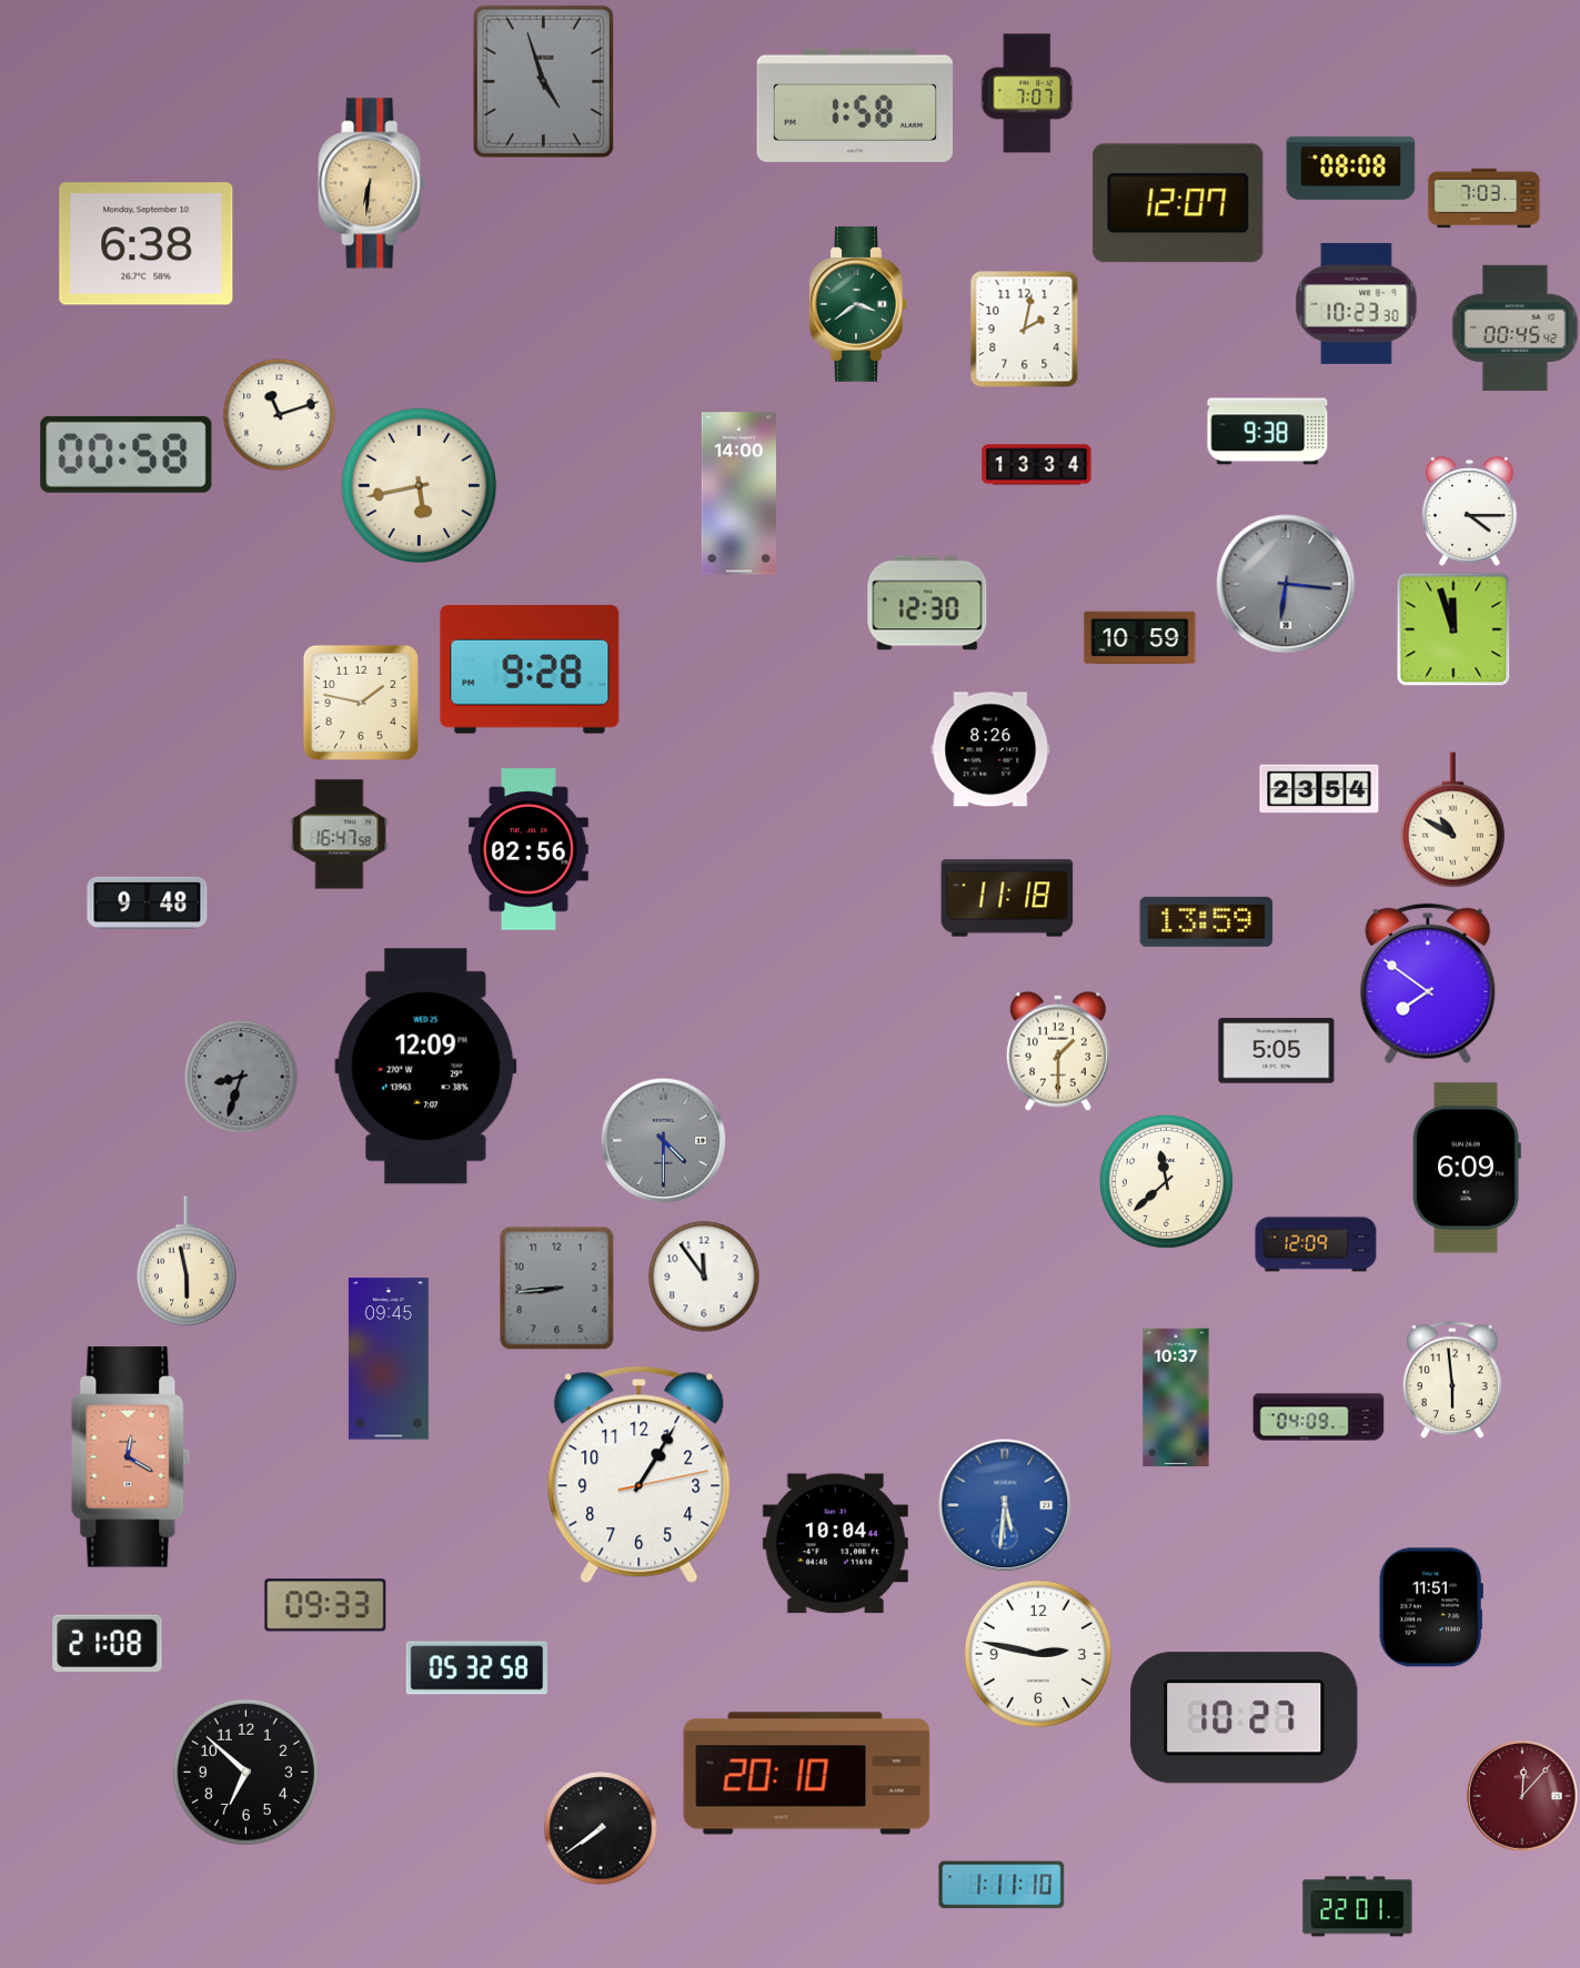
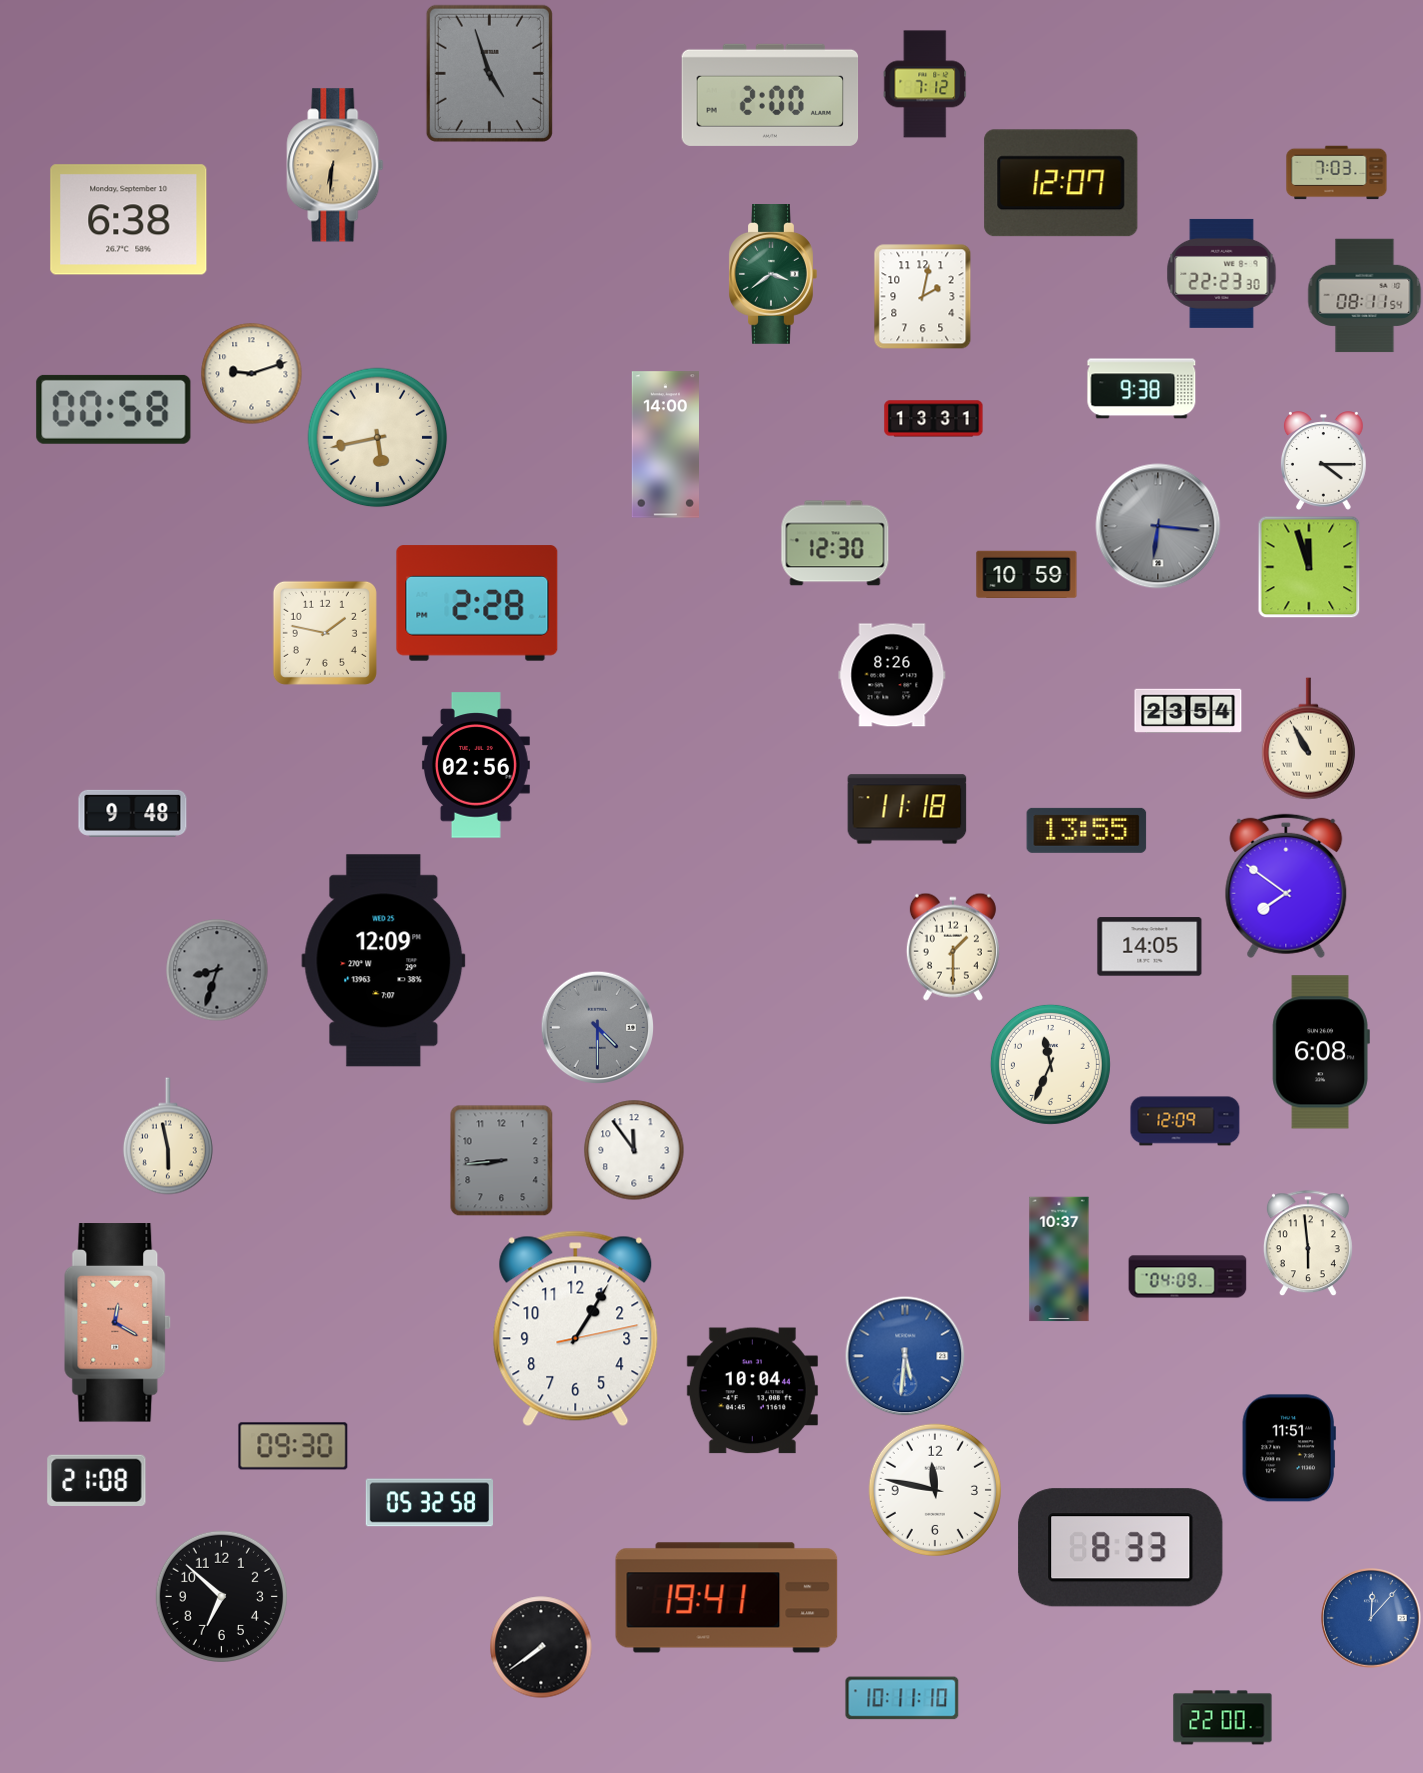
clock at (1027, 93): 7:07 -> 7:12
clock at (855, 105): 1:58 -> 2:00
clock at (1351, 168): 08:08 -> none
clock at (1485, 199) position: (1485, 199) -> (1337, 173)
clock at (147, 244) position: (147, 244) -> (129, 220)
clock at (1357, 303): 10:23 -> 22:23
clock at (1516, 329): 00:45 -> 08:11
clock at (280, 415): 11:12 -> 9:12
clock at (1037, 465): 13:34 -> 13:31
clock at (530, 669): 9:28 -> 2:28
clock at (1452, 820): 10:50 -> 10:55
clock at (340, 835): 16:47 -> none
clock at (1207, 921): 13:59 -> 13:55
clock at (1277, 1051): 5:05 -> 14:05
clock at (1467, 1168): 6:09 -> 6:08
clock at (1166, 1181): 11:38 -> 11:34
clock at (389, 1359): 09:45 -> none
clock at (131, 1457) position: (131, 1457) -> (118, 1323)
clock at (325, 1605): 09:33 -> 09:30
clock at (1038, 1654): 2:47 -> 11:47
clock at (1245, 1718): 10:27 -> 8:33
clock at (807, 1774): 20:10 -> 19:41
clock at (1522, 1796) dial: burgundy -> blue
clock at (1002, 1885): 1:11 -> 10:11
clock at (1358, 1907): 22:01 -> 22:00
